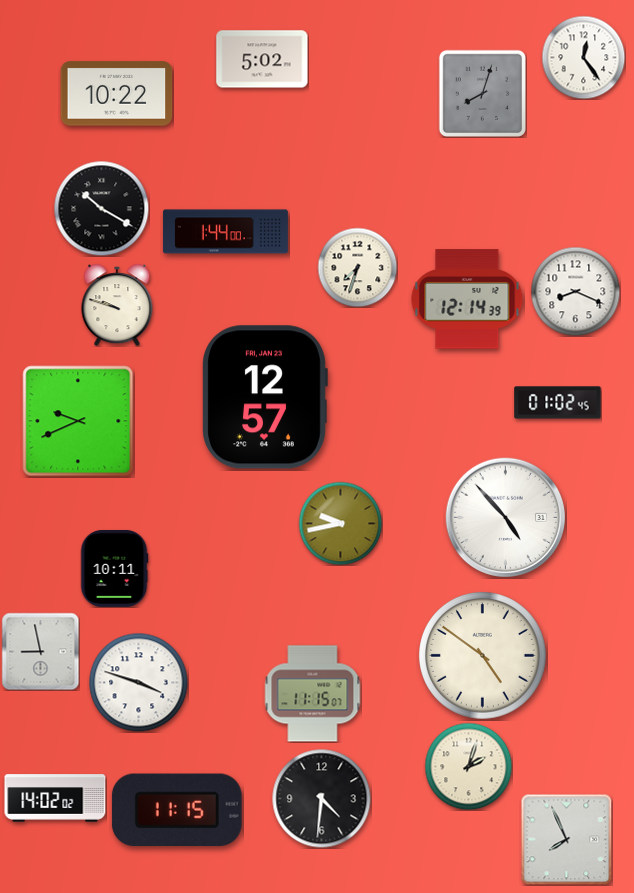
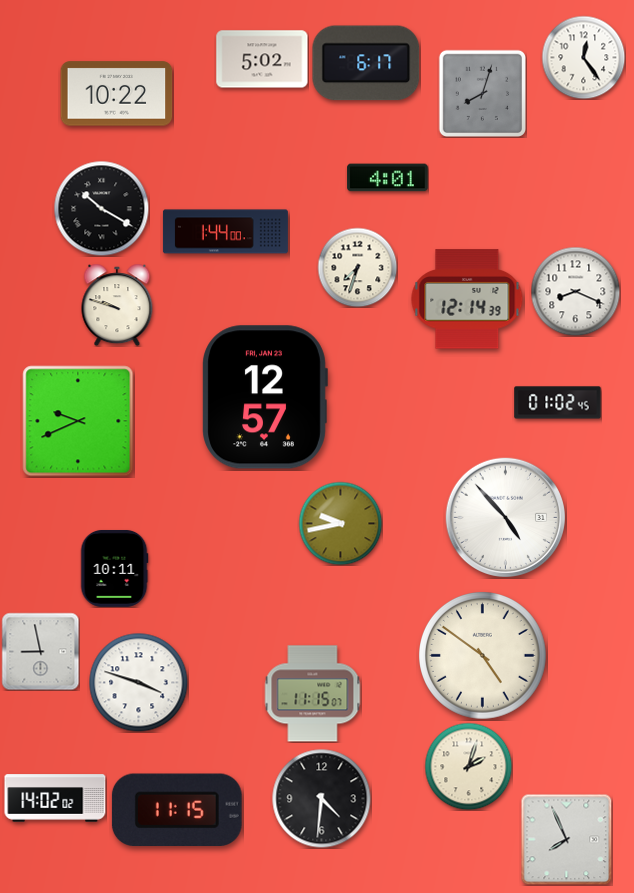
clock at (366, 63): none -> 6:17
clock at (388, 178): none -> 4:01
